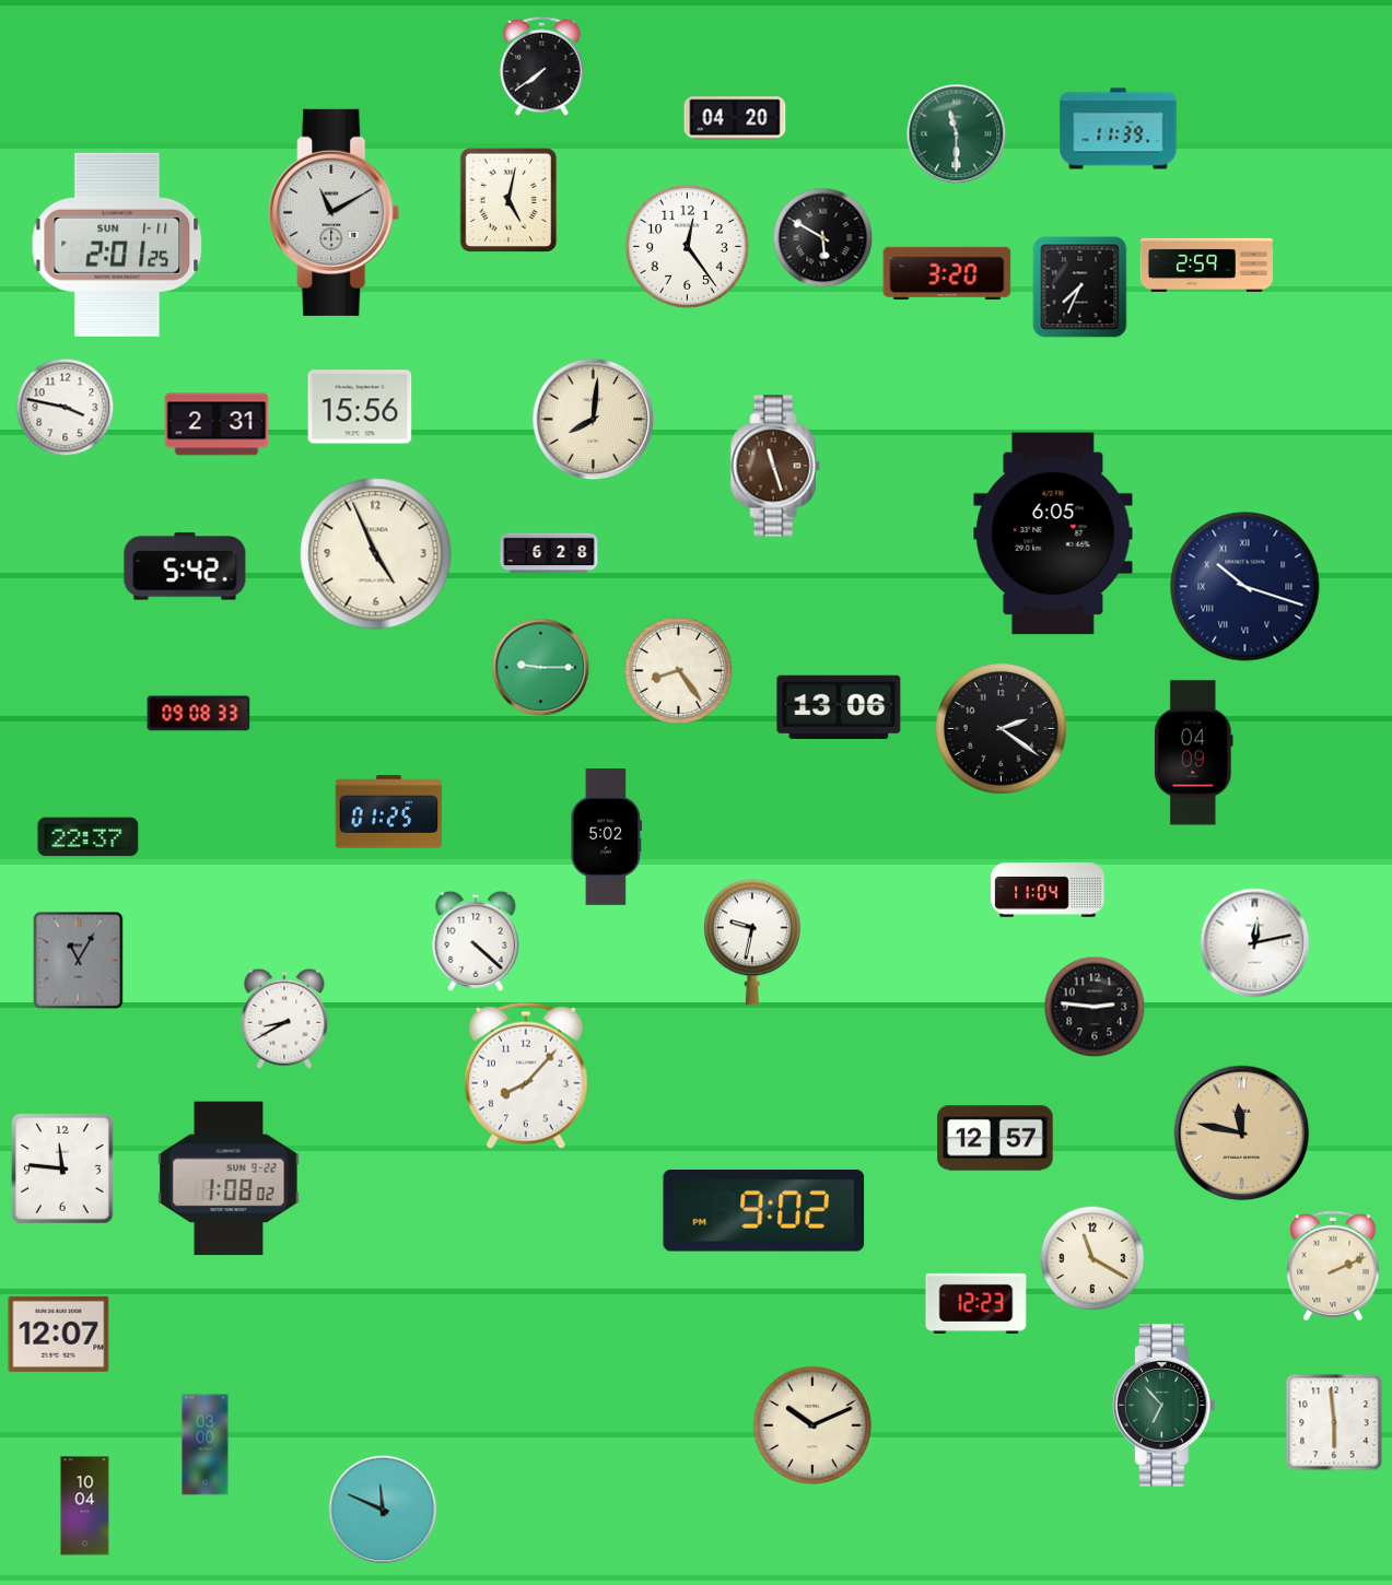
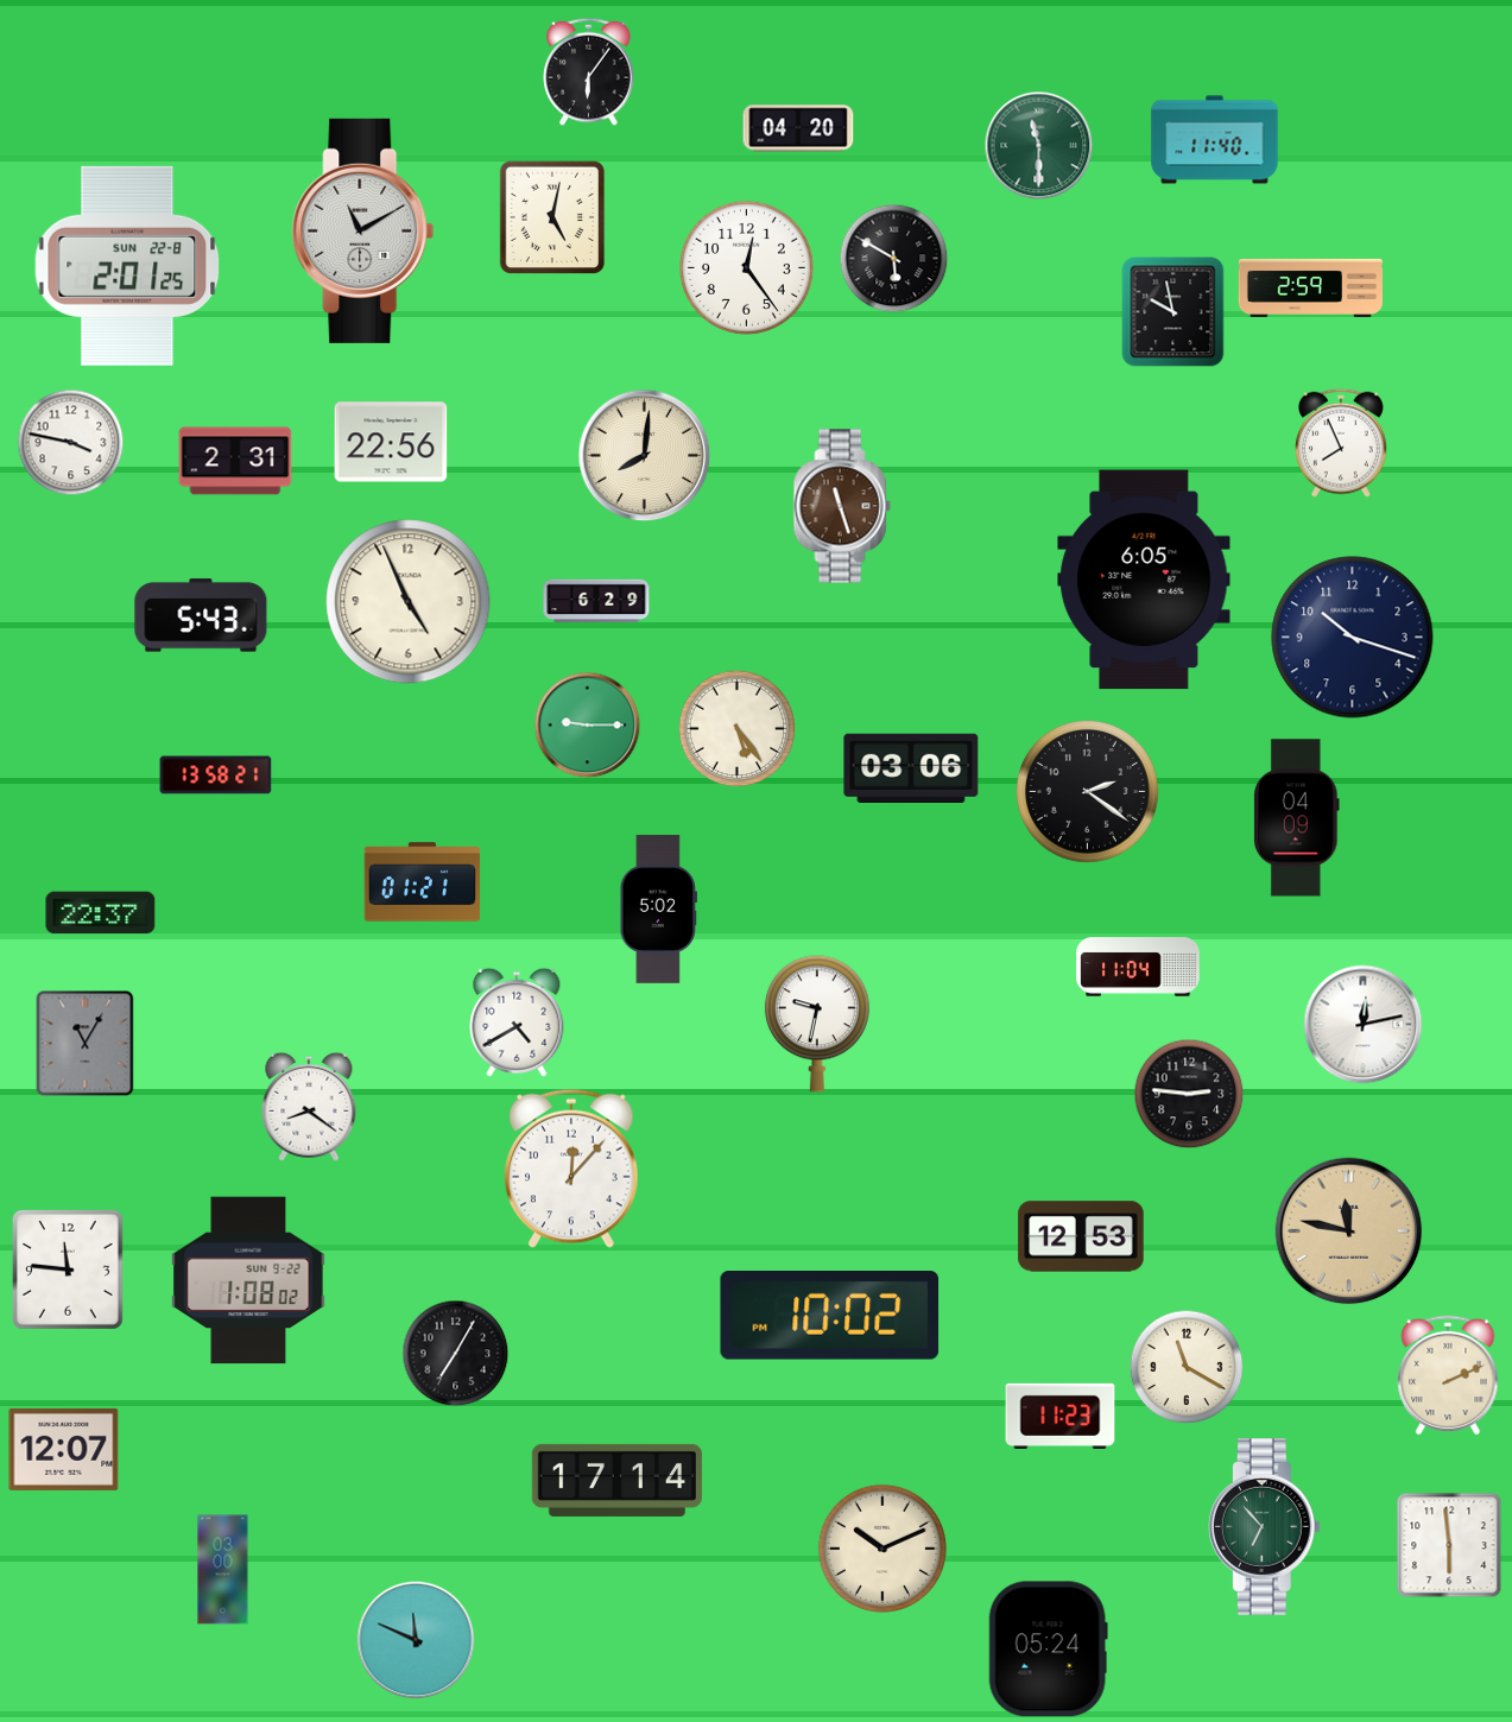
clock at (542, 66): 7:39 -> 6:06
clock at (1119, 129): 11:39 -> 11:40
clock at (117, 245) date: SUN 1-11 -> SUN 22-8
clock at (947, 273): 3:20 -> none
clock at (1080, 287): 7:34 -> 9:58
clock at (360, 407): 15:56 -> 22:56
clock at (1341, 443): none -> 7:56
clock at (549, 553): 6:28 -> 6:29
clock at (185, 566): 5:42 -> 5:43
clock at (1245, 587) numerals: Roman -> Arabic
clock at (679, 671): 8:24 -> 5:24
clock at (839, 706): 13:06 -> 03:06
clock at (199, 714): 09:08 -> 13:58
clock at (389, 812): 01:25 -> 01:21
clock at (89, 837) position: (89, 837) -> (101, 913)
clock at (476, 941): 4:22 -> 4:40
clock at (284, 1019): 8:40 -> 8:21
clock at (527, 1076): 8:07 -> 12:07
clock at (995, 1138): 12:57 -> 12:53
clock at (764, 1211): 9:02 -> 10:02
clock at (456, 1354): none -> 7:05
clock at (976, 1303): 12:23 -> 11:23
clock at (616, 1480): none -> 17:14
clock at (85, 1506): 10:04 -> none
clock at (1048, 1650): none -> 05:24
